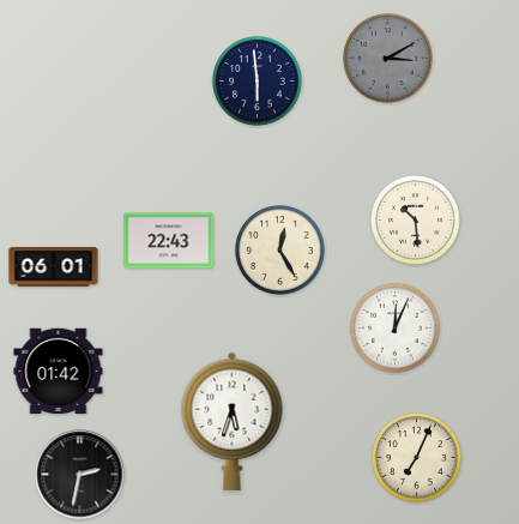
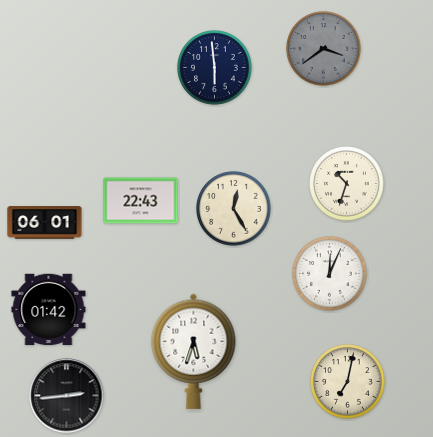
clock at (388, 59): 3:10 -> 3:39
clock at (416, 221): 10:29 -> 10:33
clock at (417, 458): 7:04 -> 7:02
clock at (80, 475): 2:32 -> 2:44
